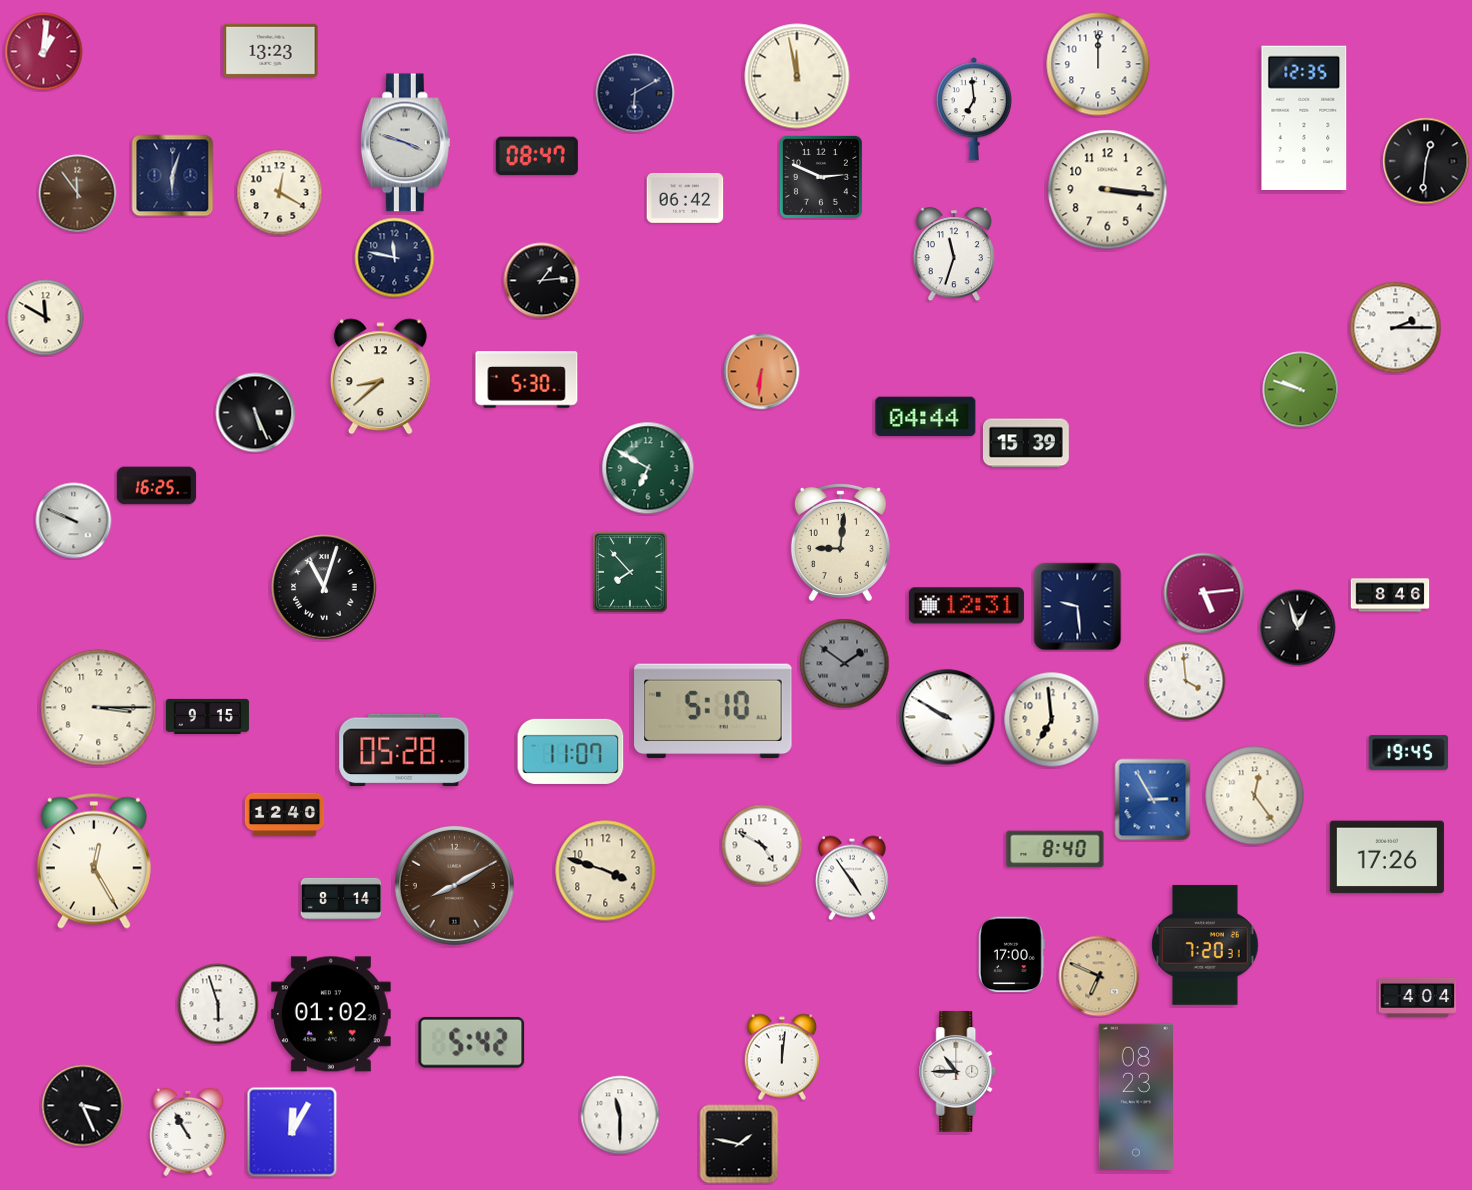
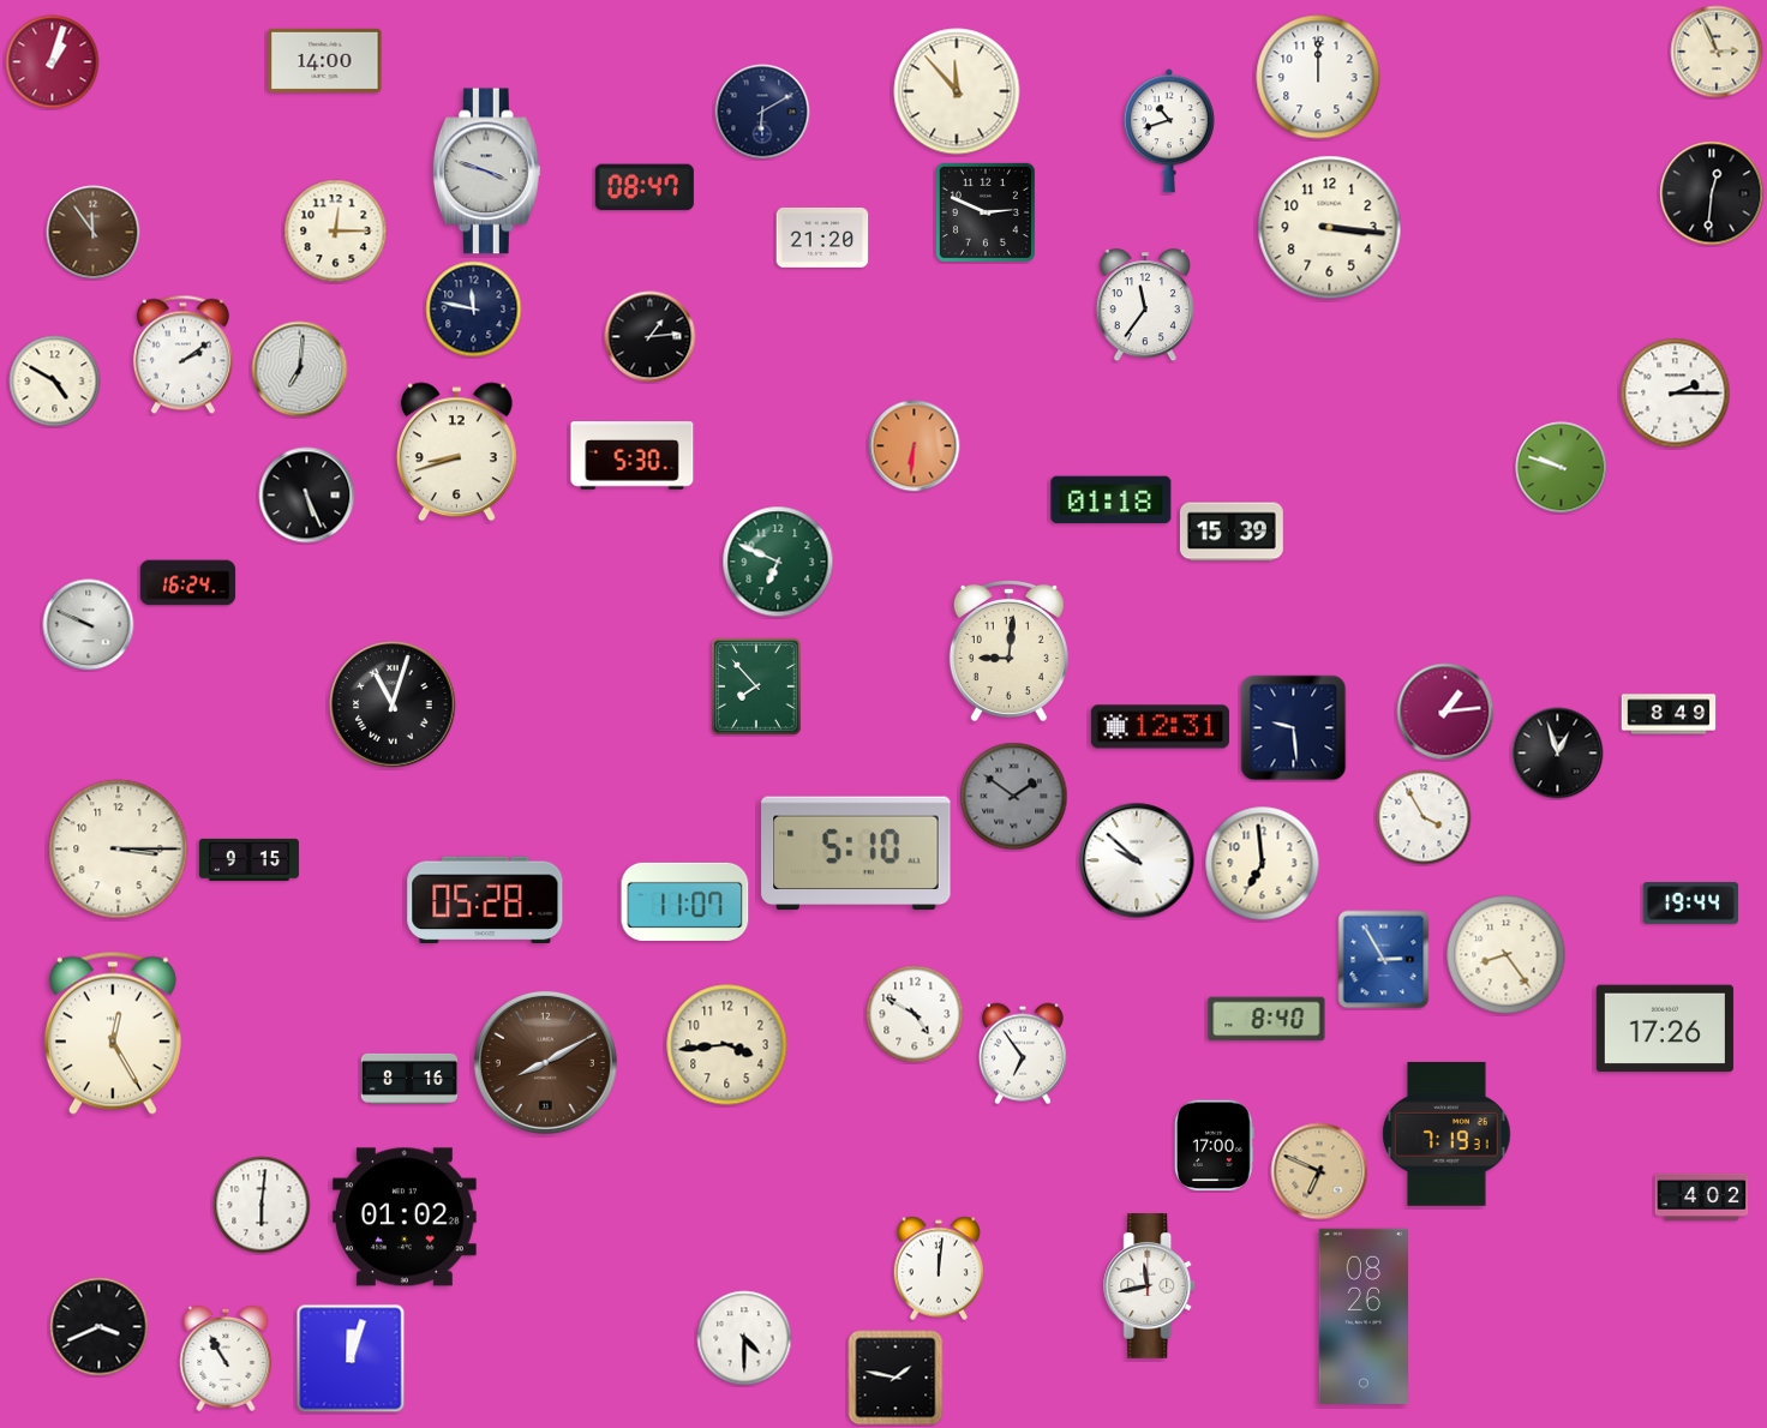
clock at (1717, 52): none -> 2:56
clock at (271, 50): 13:23 -> 14:00
clock at (44, 52): 1:01 -> 1:03
clock at (797, 76): 11:58 -> 11:53
clock at (974, 109): 6:59 -> 10:42
clock at (1304, 117): 12:35 -> none
clock at (173, 176): 6:03 -> none
clock at (280, 193): 12:20 -> 12:15
clock at (685, 198): 06:42 -> 21:20
clock at (954, 255): 11:33 -> 11:36
clock at (182, 355): none -> 2:09
clock at (300, 370): none -> 7:01
clock at (46, 318): 11:50 -> 4:50
clock at (380, 377): 8:38 -> 8:42
clock at (926, 417): 04:44 -> 01:18
clock at (648, 468): 6:50 -> 6:49
clock at (157, 486): 16:25 -> 16:24
clock at (324, 587) position: (324, 587) -> (393, 704)
clock at (1204, 593): 5:14 -> 1:14
clock at (1390, 595): 8:46 -> 8:49
clock at (1186, 681): 3:59 -> 3:55
clock at (947, 717): 9:50 -> 9:52
clock at (1409, 753): 19:45 -> 19:44
clock at (1255, 796): 12:24 -> 8:24
clock at (285, 815): 12:40 -> none
clock at (606, 871): 3:48 -> 3:44
clock at (852, 878): 4:54 -> 6:54
clock at (340, 899): 8:14 -> 8:16
clock at (1205, 945): 7:20 -> 7:19
clock at (1418, 997): 4:04 -> 4:02
clock at (218, 1004): 5:57 -> 6:01
clock at (331, 1014) position: (331, 1014) -> (405, 1217)
clock at (472, 1042): 5:42 -> none
clock at (958, 1072): 10:45 -> 11:43
clock at (1135, 1096): 08:23 -> 08:26
clock at (83, 1106): 3:26 -> 3:41
clock at (620, 1115): 11:30 -> 4:30
clock at (292, 1132): 12:05 -> 12:03
clock at (739, 1144) position: (739, 1144) -> (896, 1378)
